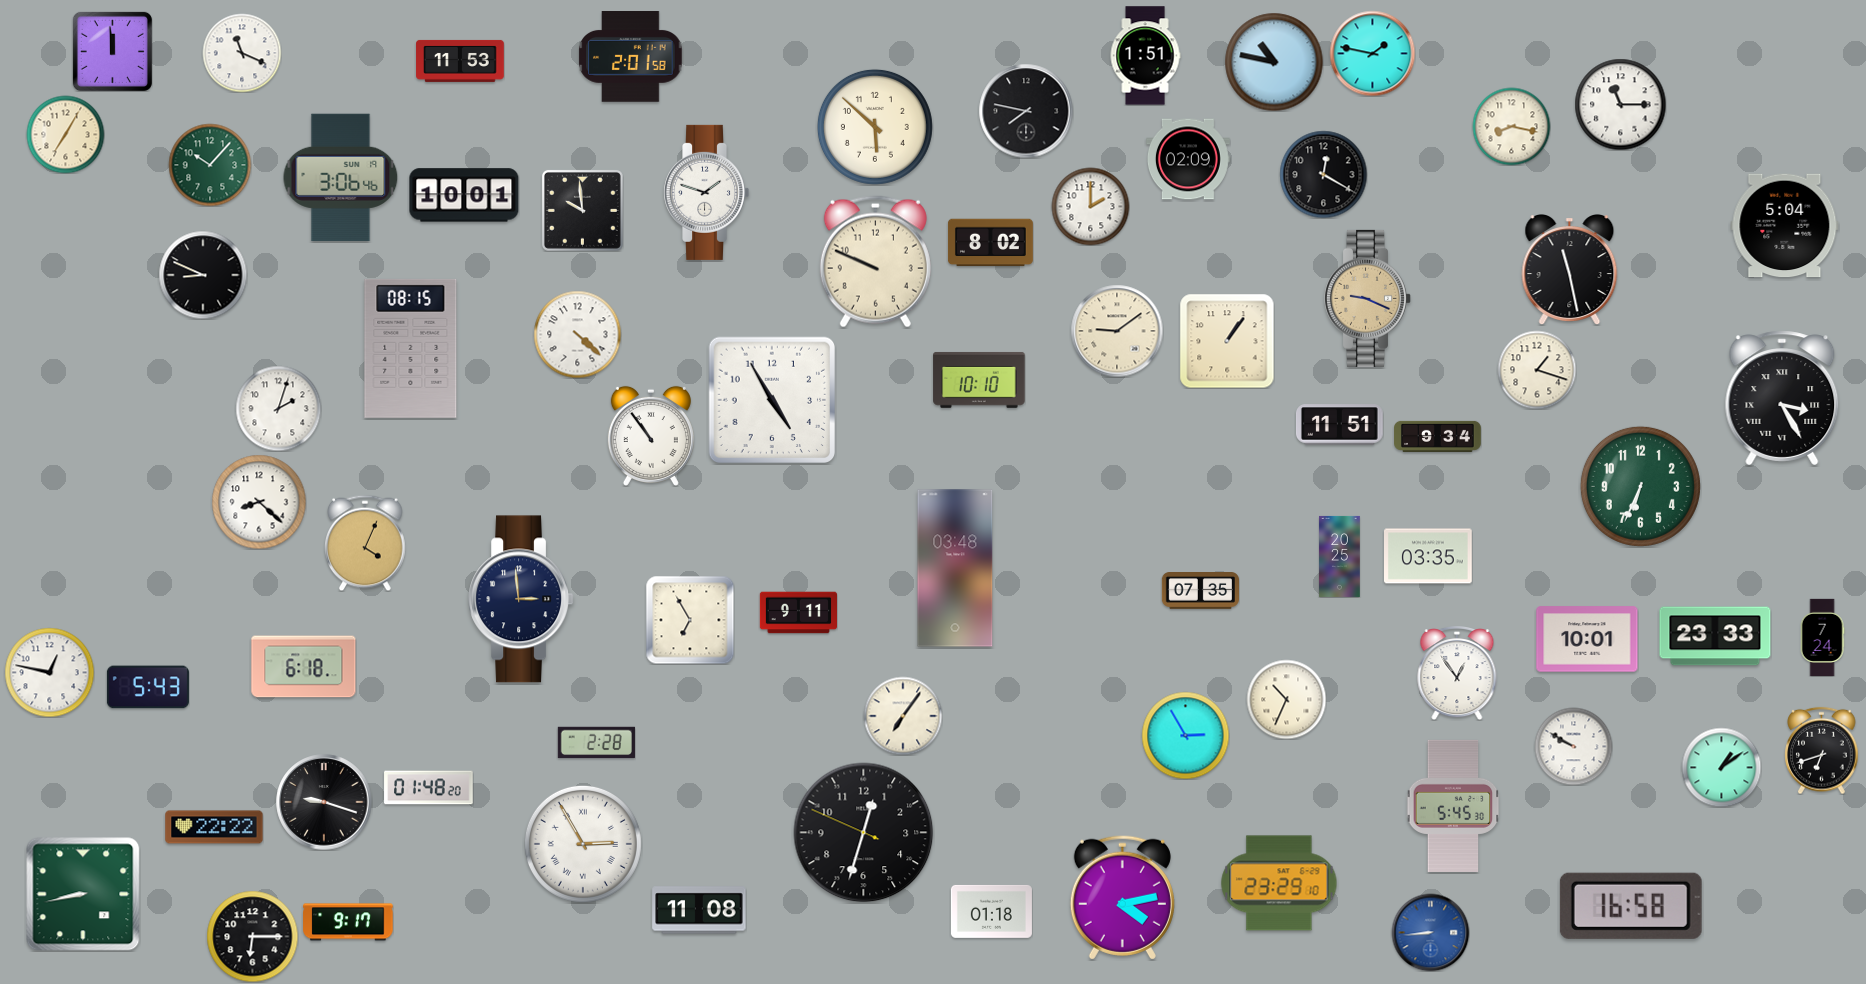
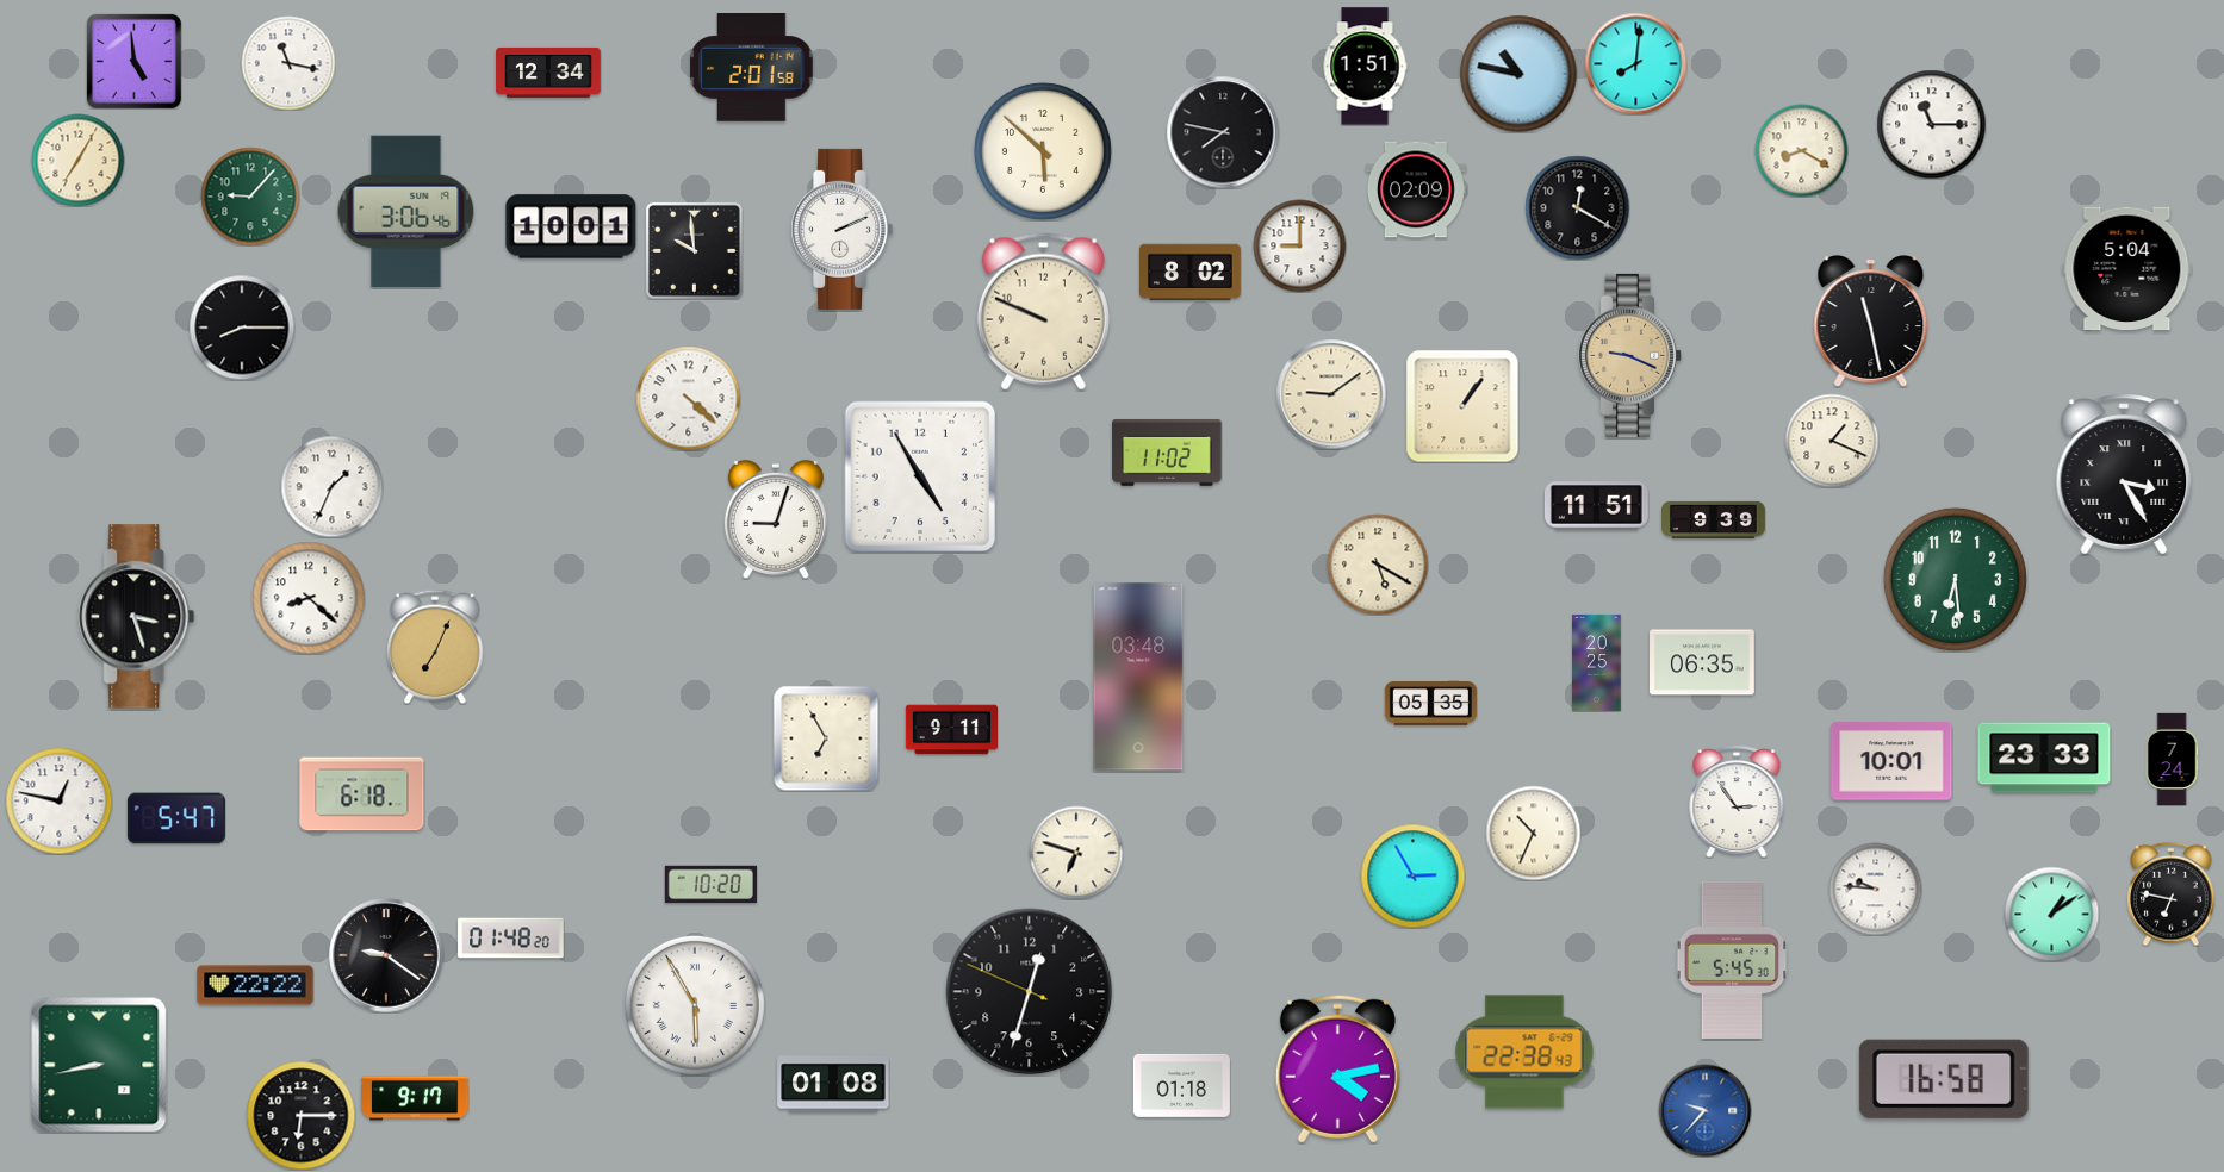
clock at (112, 51): 11:59 -> 4:59
clock at (242, 53): 11:19 -> 11:17
clock at (1372, 53): 1:47 -> 8:01
clock at (460, 61): 11:53 -> 12:34
clock at (1511, 126): 8:17 -> 8:20
clock at (210, 165): 10:07 -> 9:07
clock at (707, 192): 1:48 -> 2:11
clock at (464, 195) position: (464, 195) -> (571, 226)
clock at (1090, 206): 2:00 -> 9:00
clock at (990, 243) position: (990, 243) -> (1189, 273)
clock at (203, 275): 8:49 -> 8:15
clock at (411, 348): 08:15 -> none
clock at (1537, 370): 1:18 -> 1:19
clock at (979, 380): 10:10 -> 11:02
clock at (278, 408): 2:03 -> 1:34
clock at (651, 436): 10:54 -> 9:03
clock at (1438, 436): 9:34 -> 9:39
clock at (1378, 565): none -> 5:20
clock at (1640, 486): 6:34 -> 6:29
clock at (137, 617): none -> 3:27
clock at (366, 543): 4:04 -> 7:04
clock at (1429, 556): 03:35 -> 06:35
clock at (1200, 591): 07:35 -> 05:35
clock at (521, 599): 2:59 -> none
clock at (690, 620) position: (690, 620) -> (826, 738)
clock at (1457, 674): 12:54 -> 2:54
clock at (148, 687): 5:43 -> 5:47
clock at (903, 716): 7:06 -> 6:48
clock at (596, 743): 2:28 -> 10:20
clock at (1573, 746): 9:50 -> 9:46
clock at (1822, 750): 6:42 -> 6:47
clock at (324, 802): 9:18 -> 9:21
clock at (583, 844): 2:55 -> 5:55
clock at (1279, 883): 23:29 -> 22:38
clock at (699, 910): 11:08 -> 01:08
clock at (1430, 932): 8:44 -> 9:37
